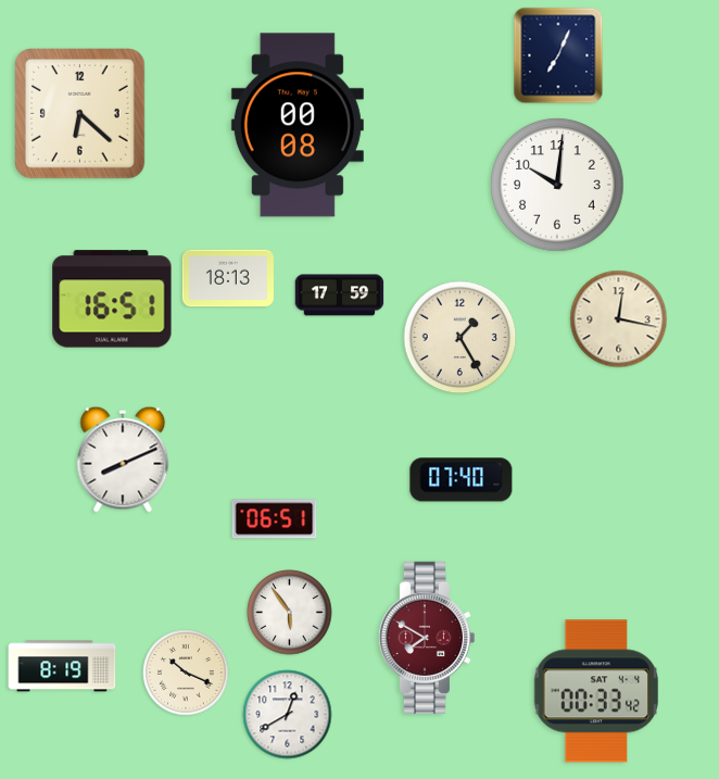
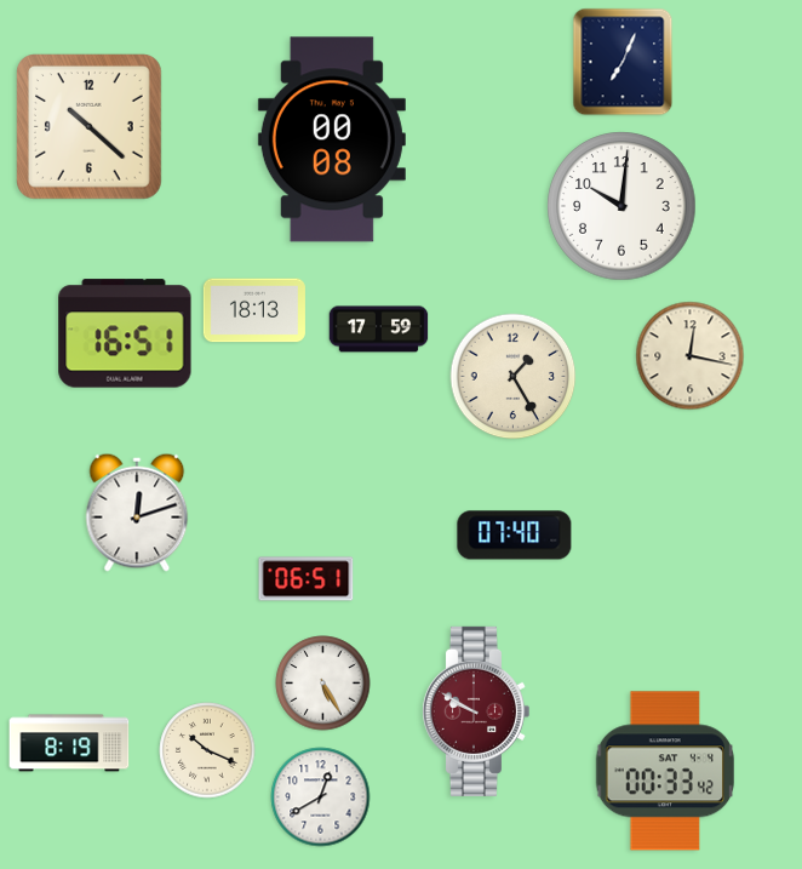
clock at (80, 114): 6:22 -> 10:22
clock at (123, 460): 8:11 -> 12:12
clock at (290, 613): 5:54 -> 5:25
clock at (426, 638): 7:50 -> 9:50
